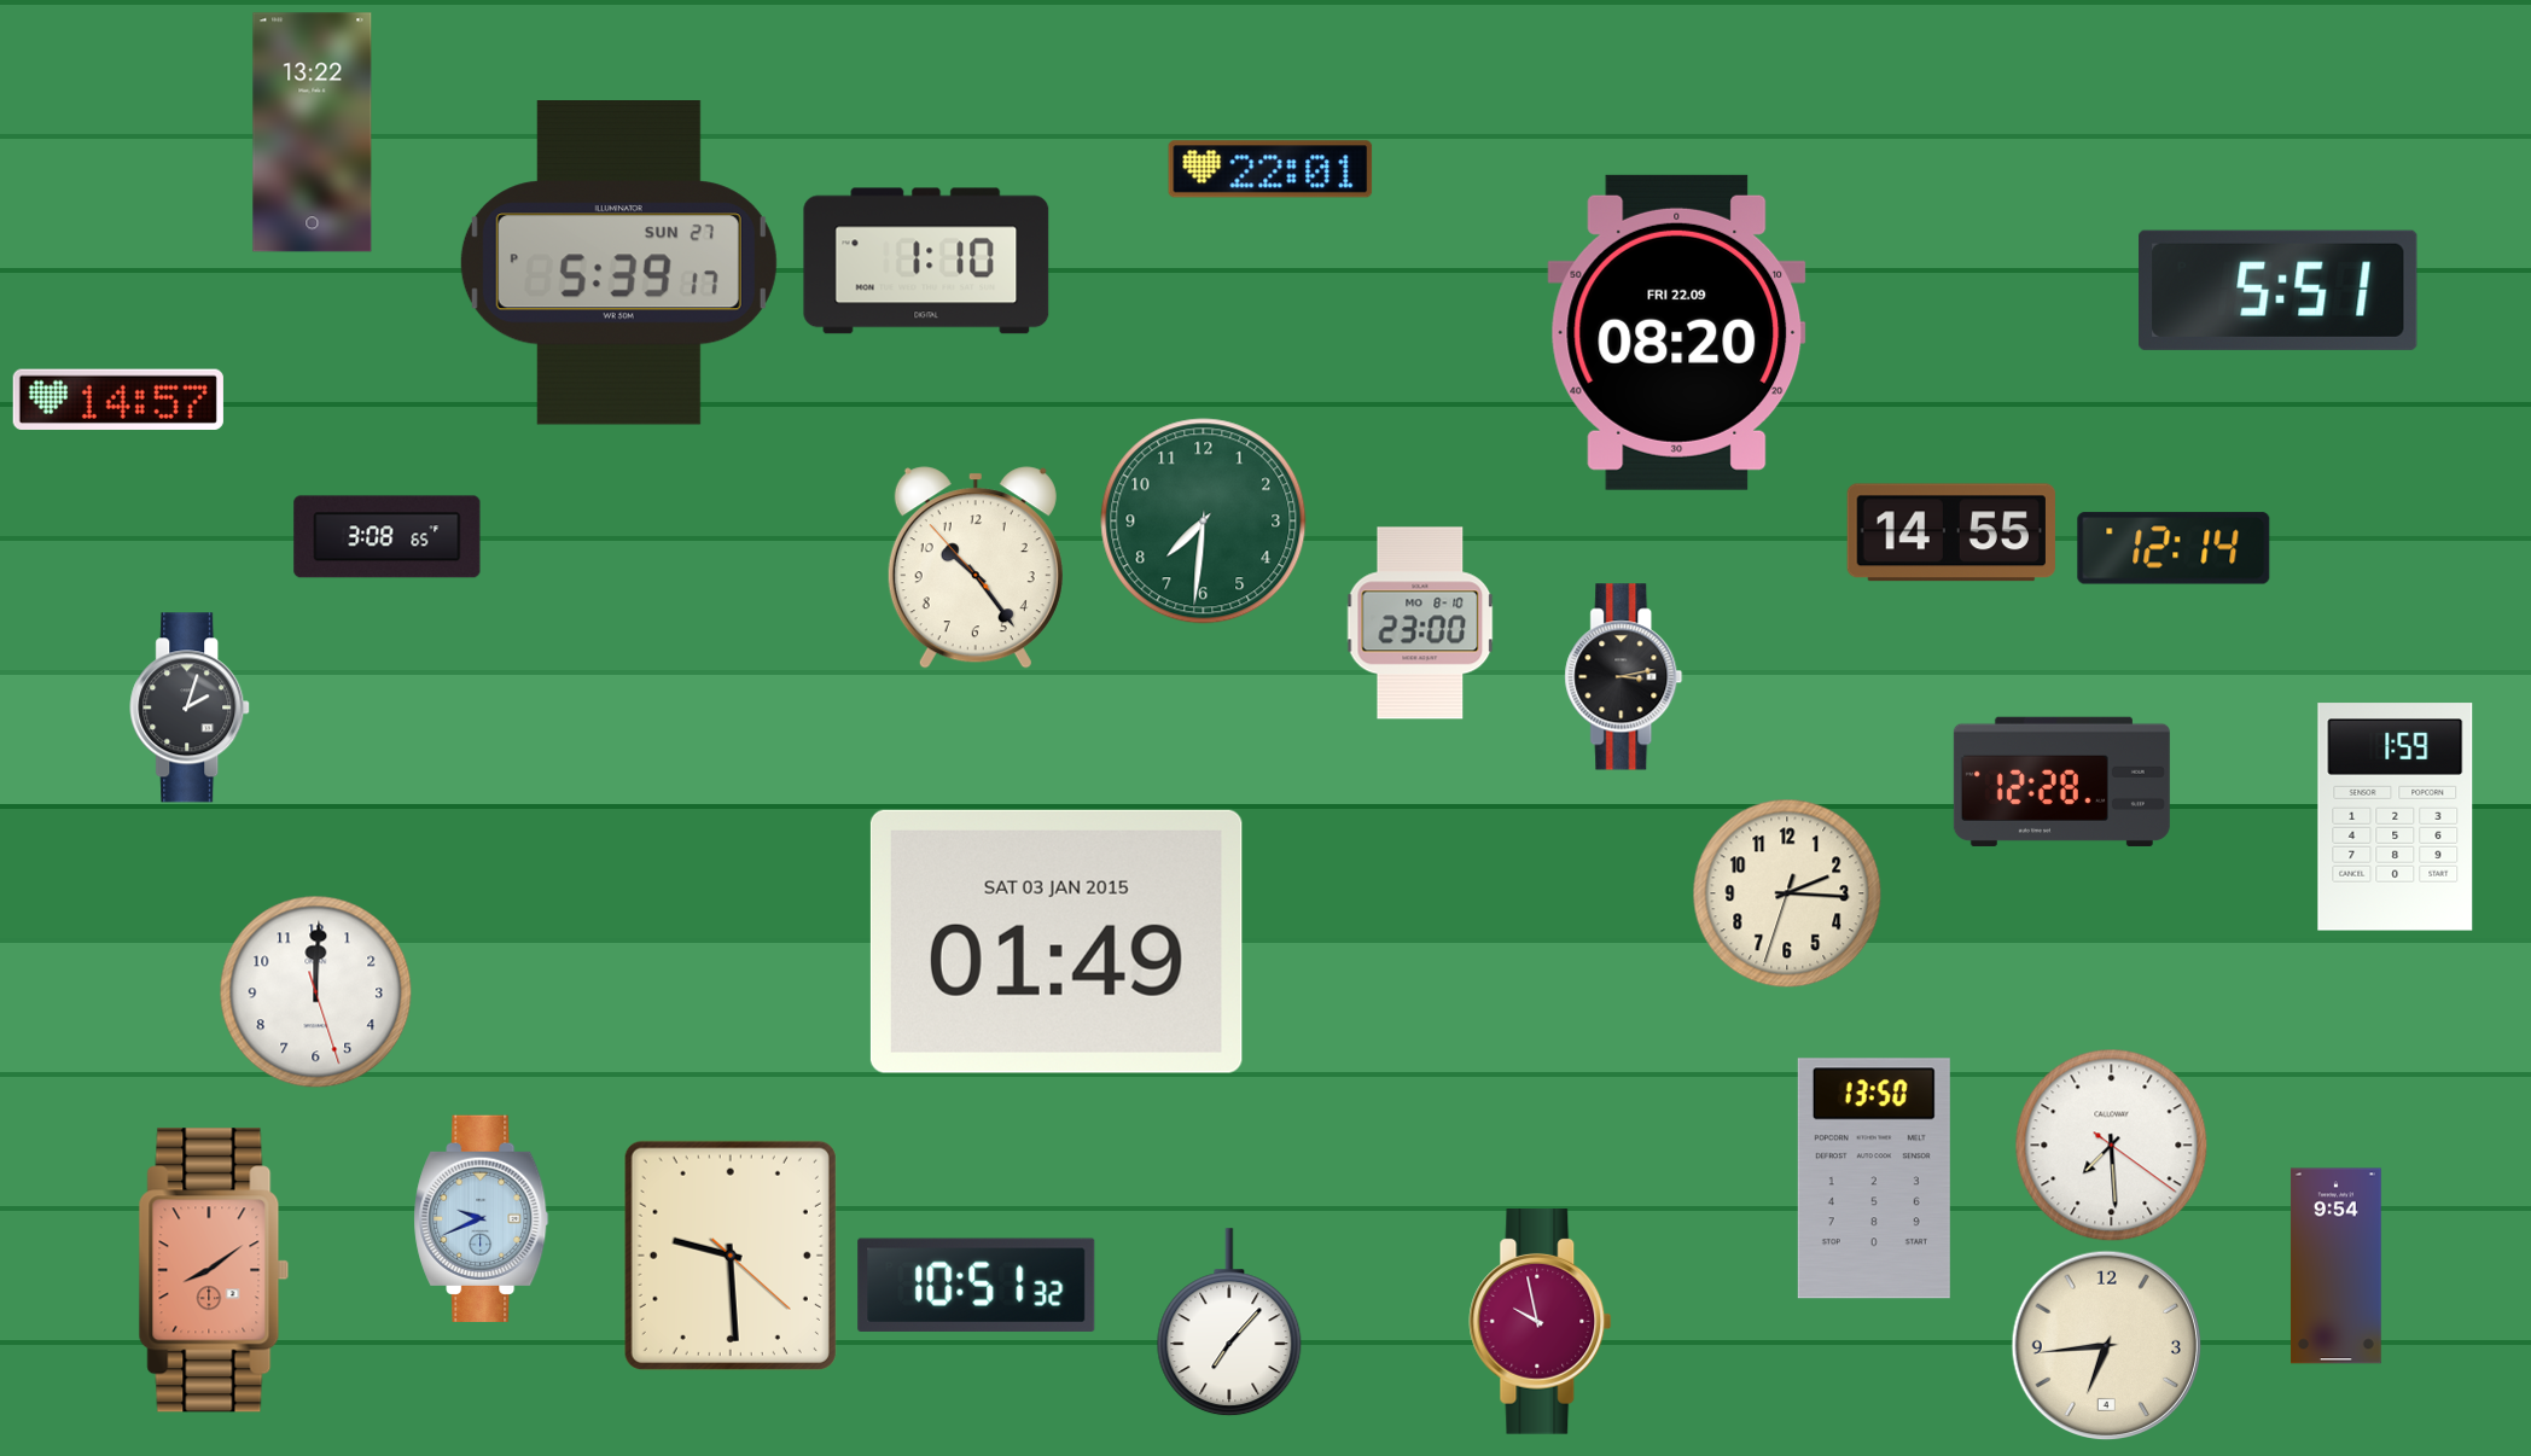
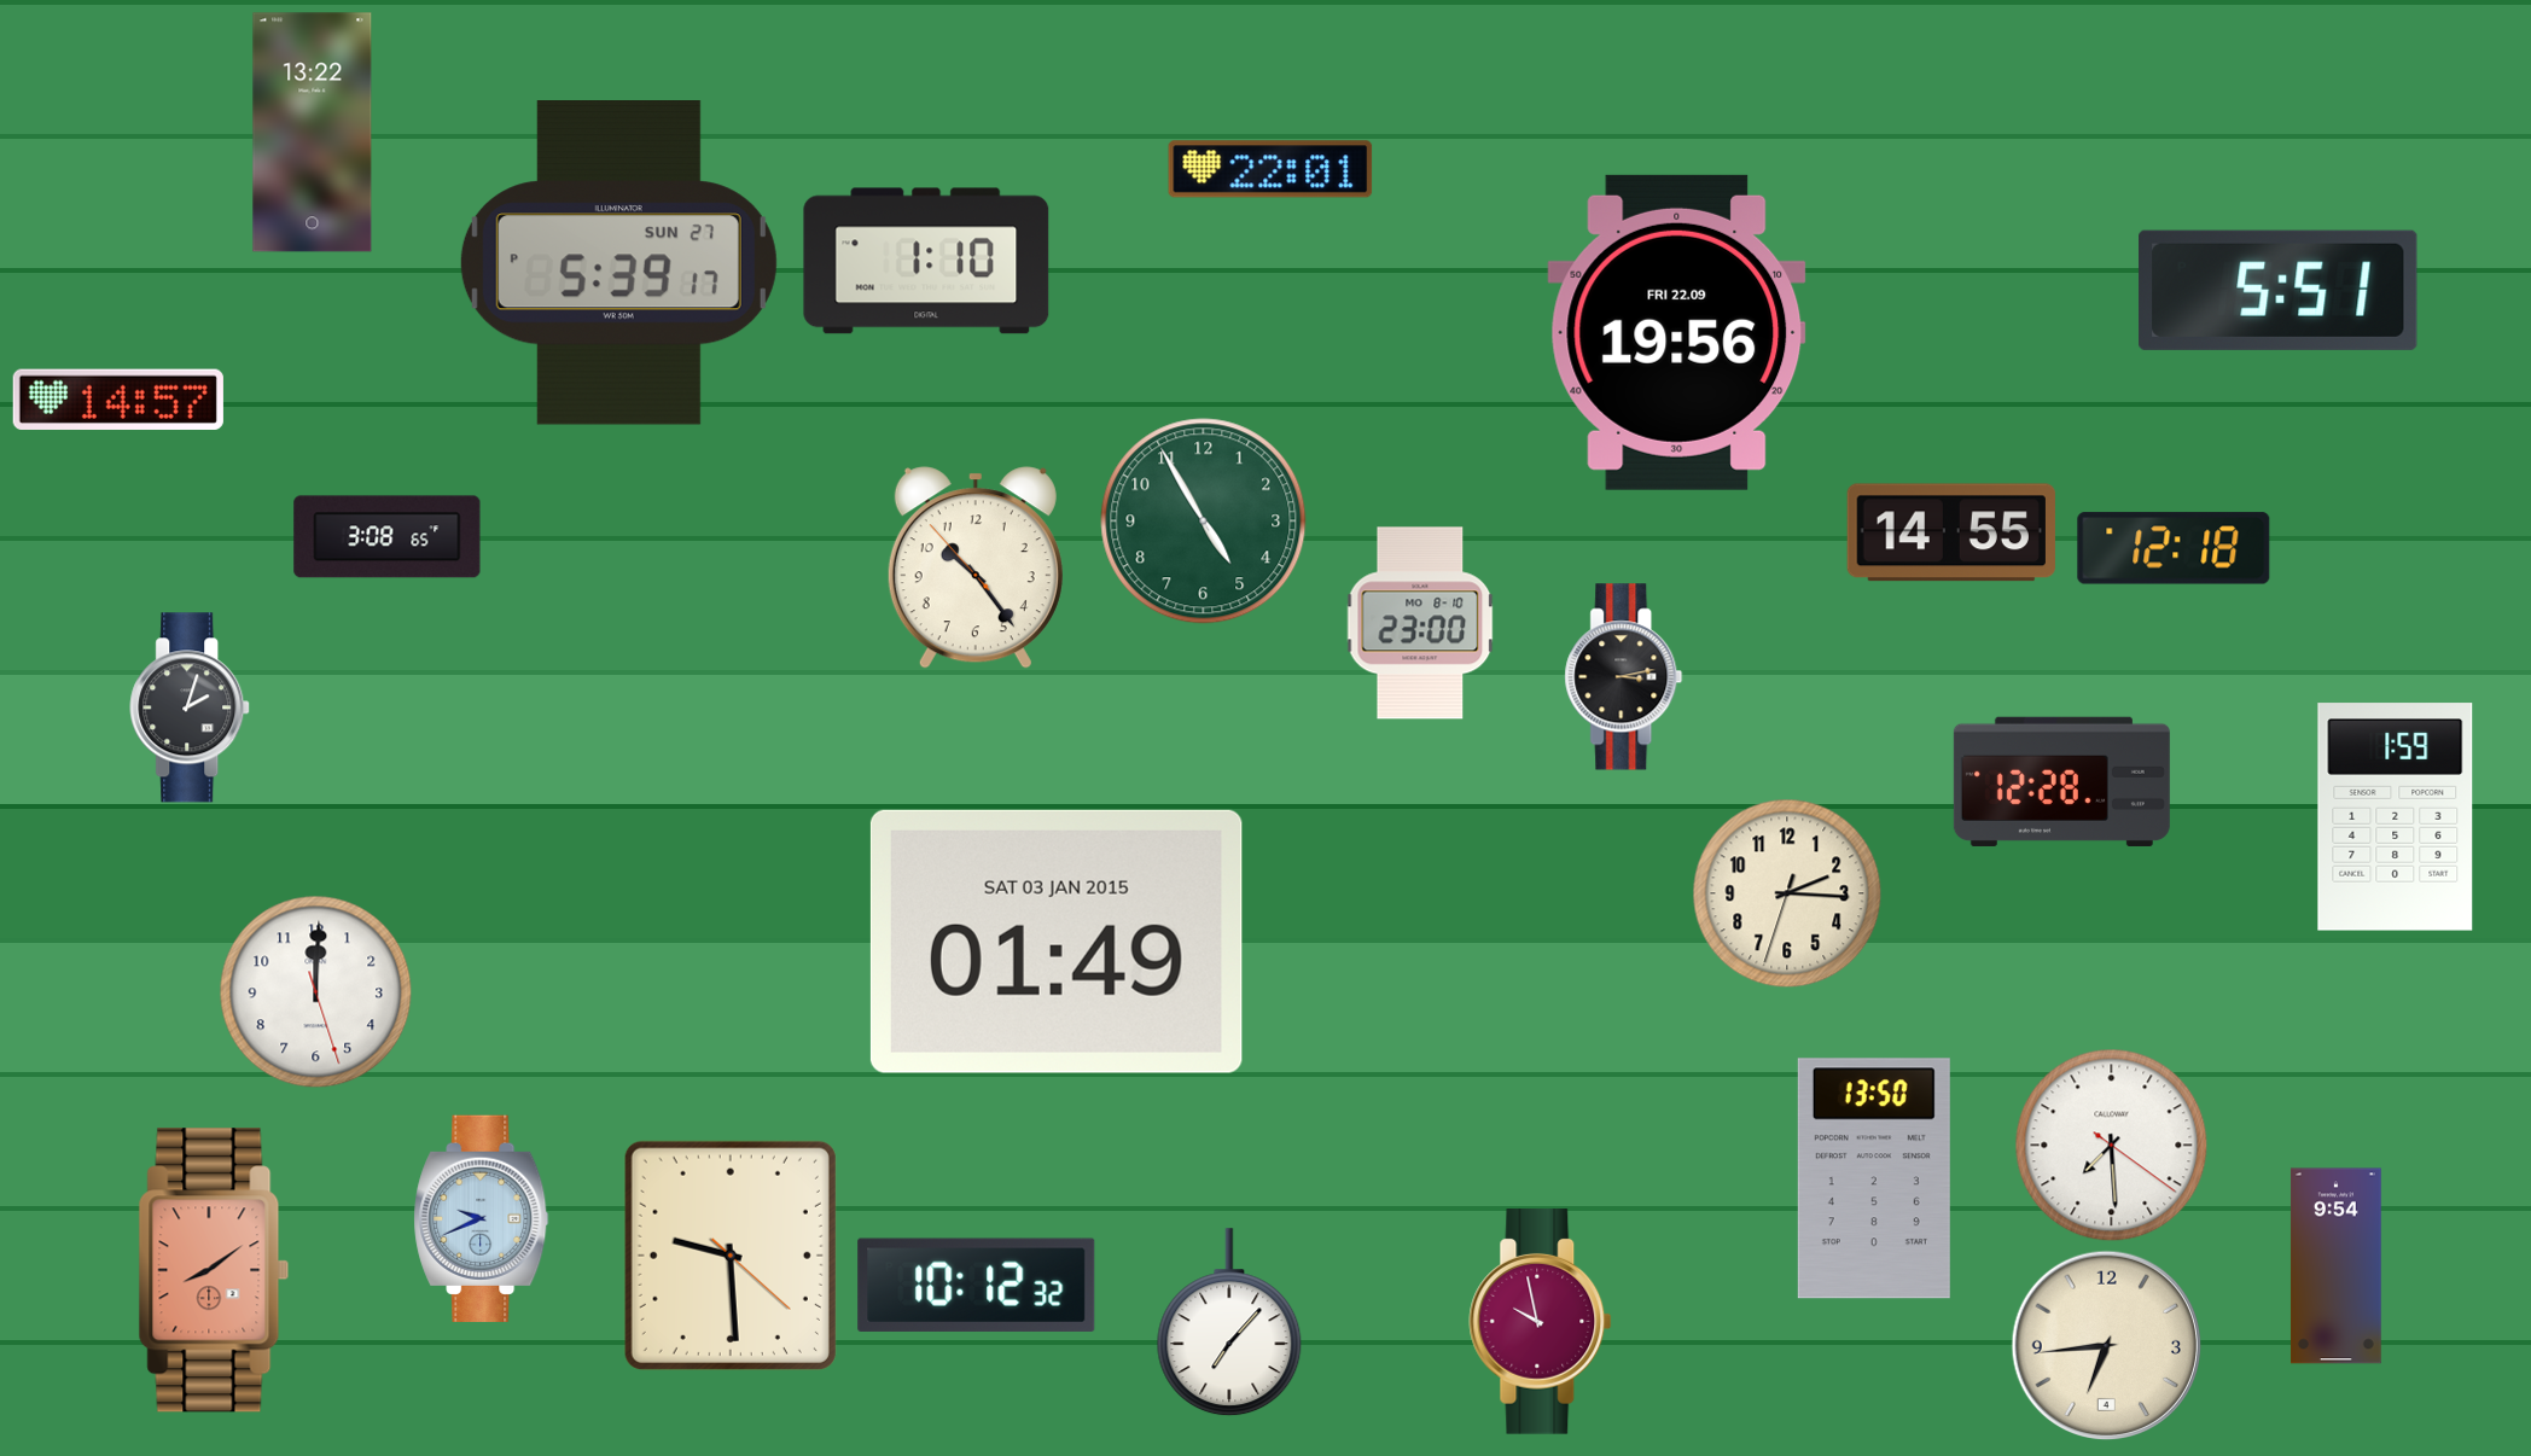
clock at (1677, 332): 08:20 -> 19:56
clock at (1204, 522): 7:31 -> 4:55
clock at (2174, 548): 12:14 -> 12:18
clock at (977, 1285): 10:51 -> 10:12
